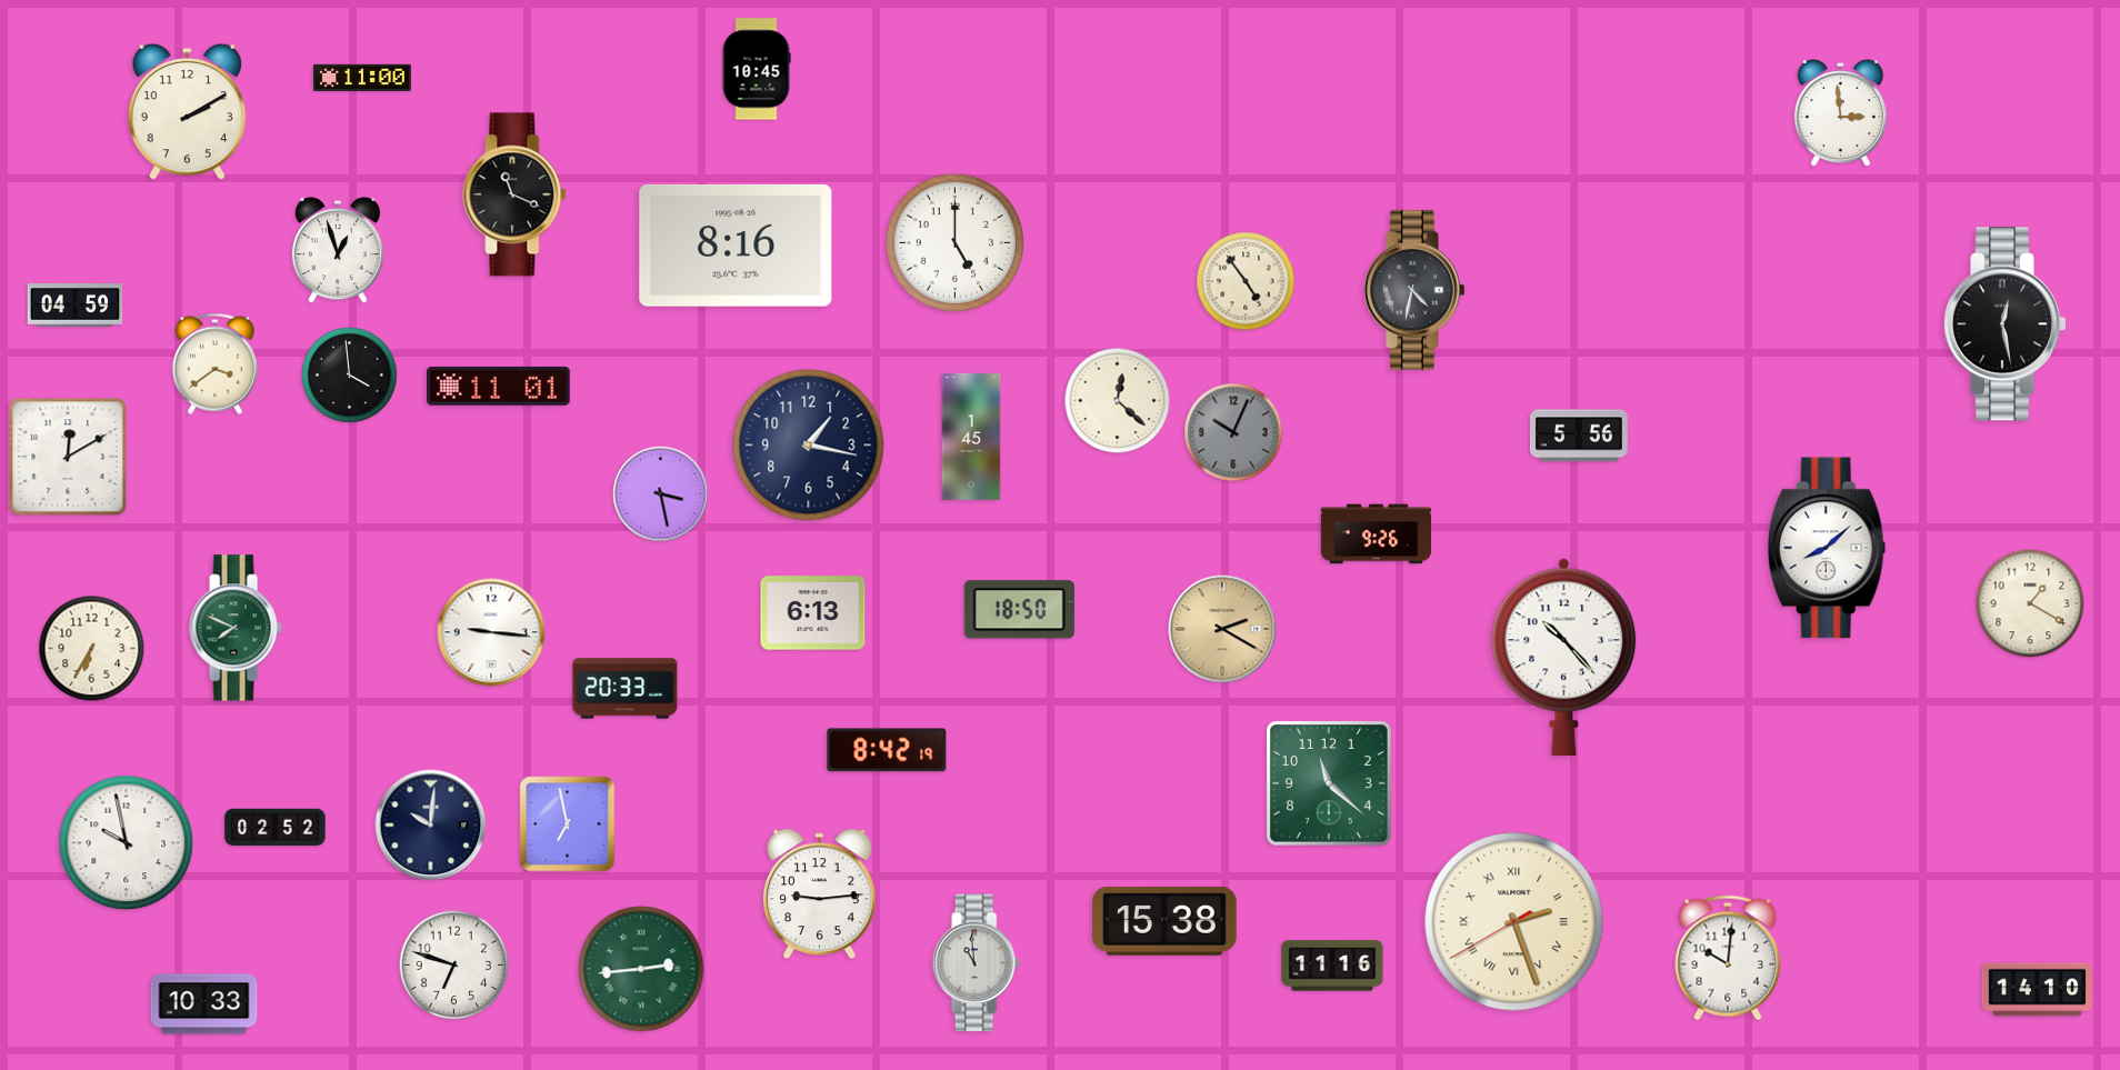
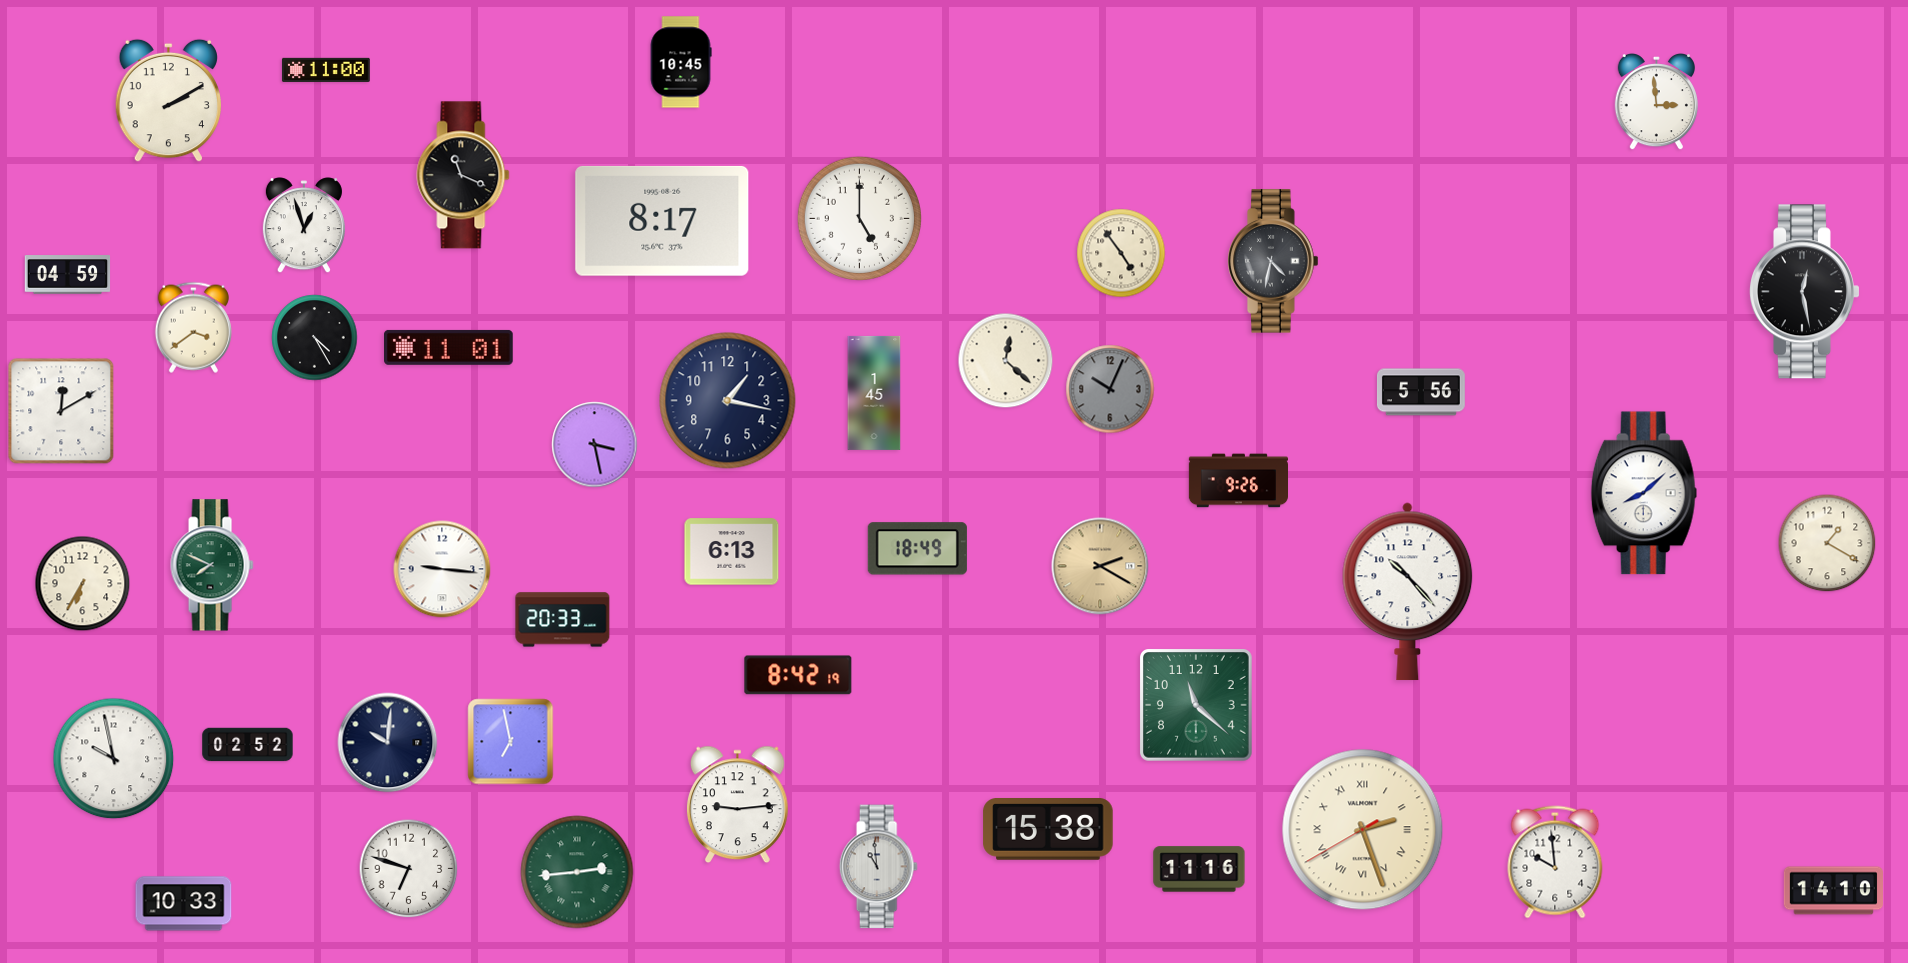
clock at (736, 246): 8:16 -> 8:17
clock at (350, 376): 3:59 -> 4:25
clock at (1019, 610): 18:50 -> 18:49
clock at (1728, 958): 10:01 -> 9:59
